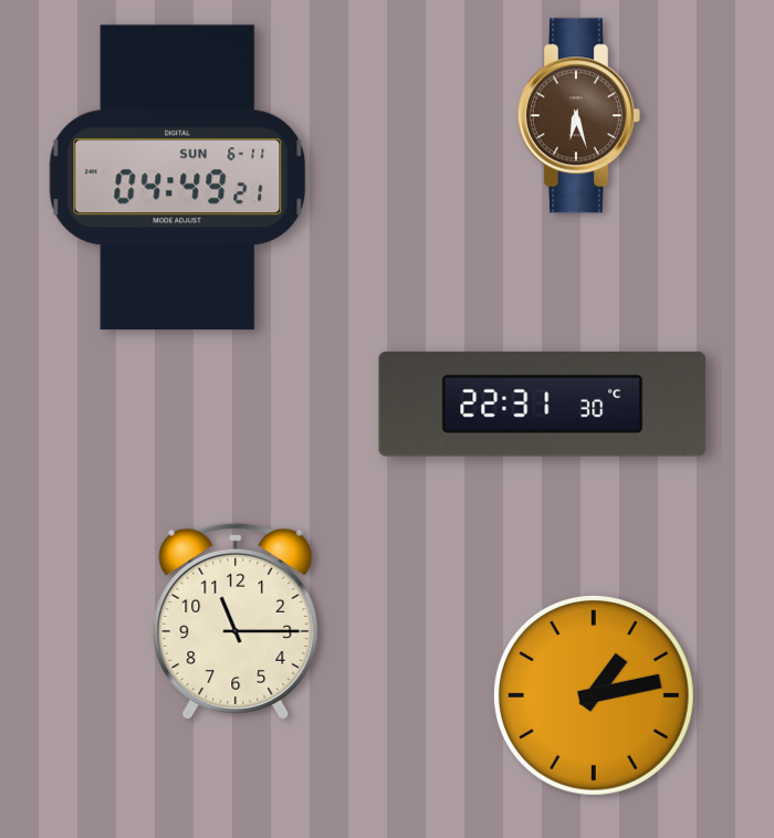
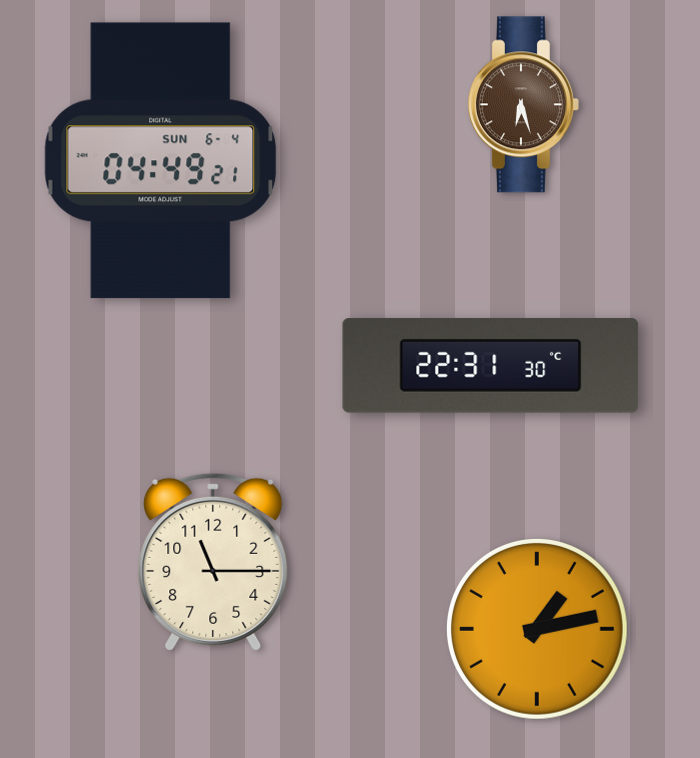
clock at (178, 178) date: SUN 6-11 -> SUN 6-4
